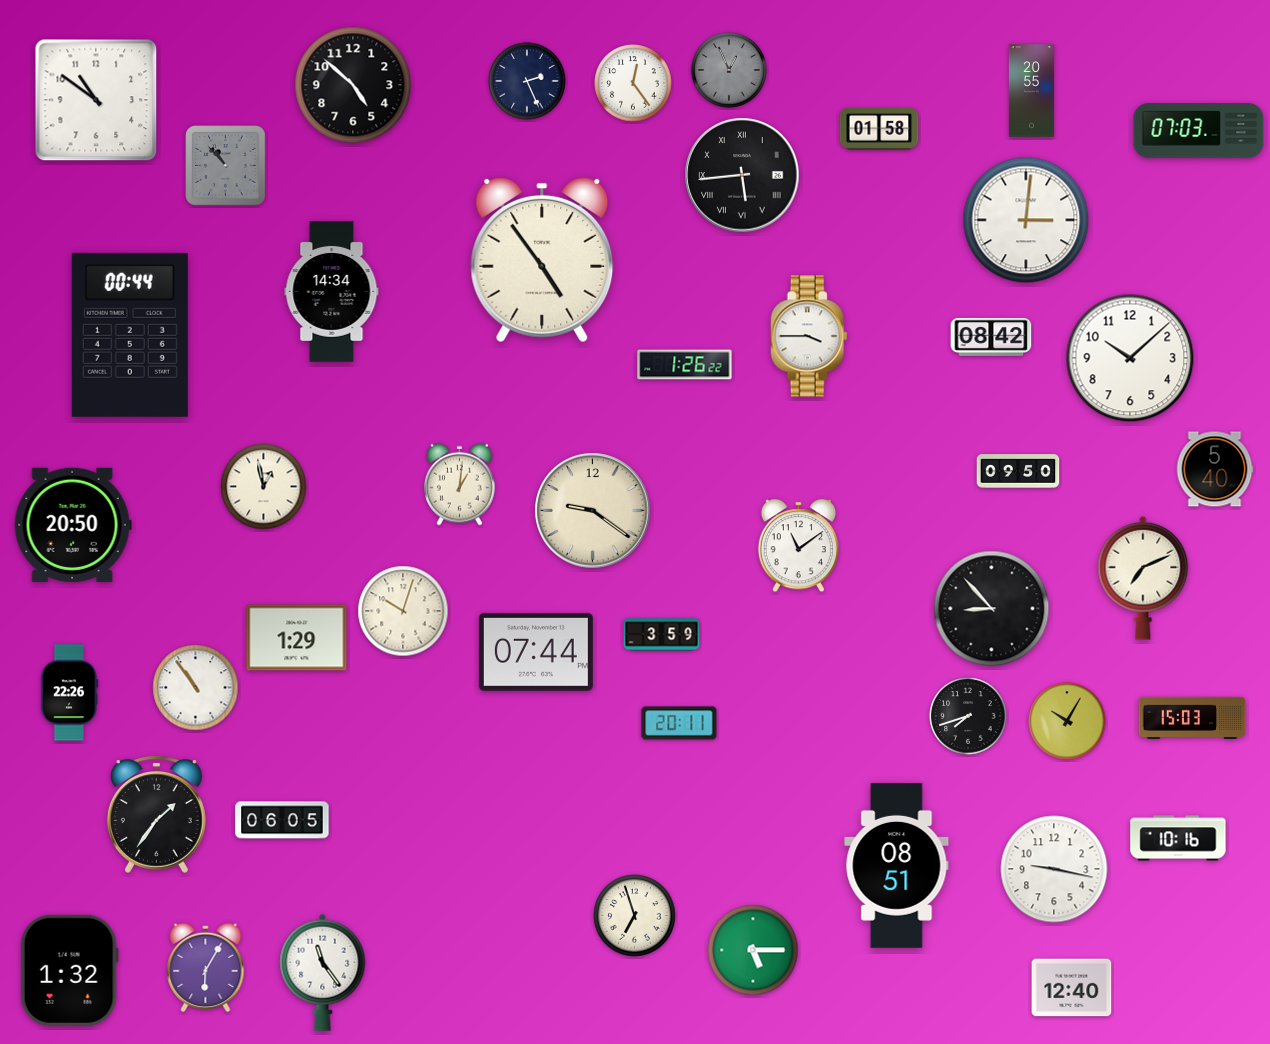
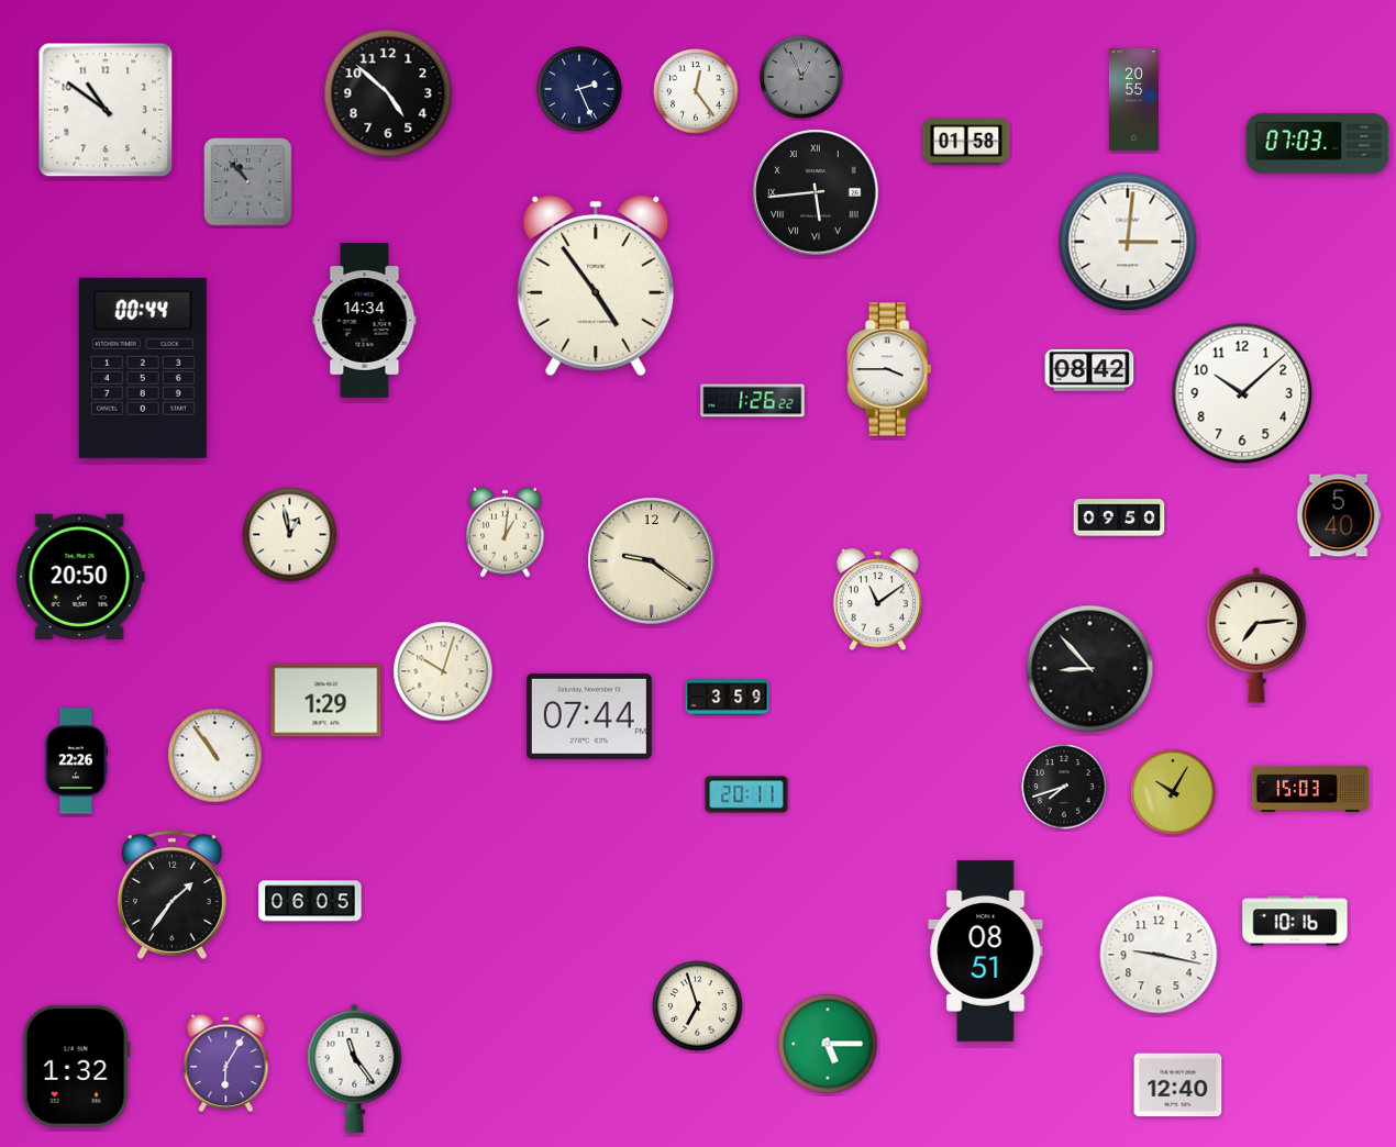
clock at (1215, 469) position: (1215, 469) -> (1339, 515)
clock at (1143, 578): 7:11 -> 7:14
